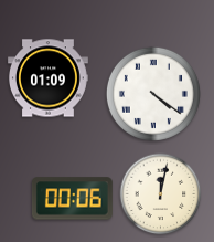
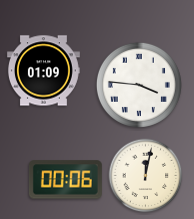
clock at (153, 94): 4:21 -> 3:46
